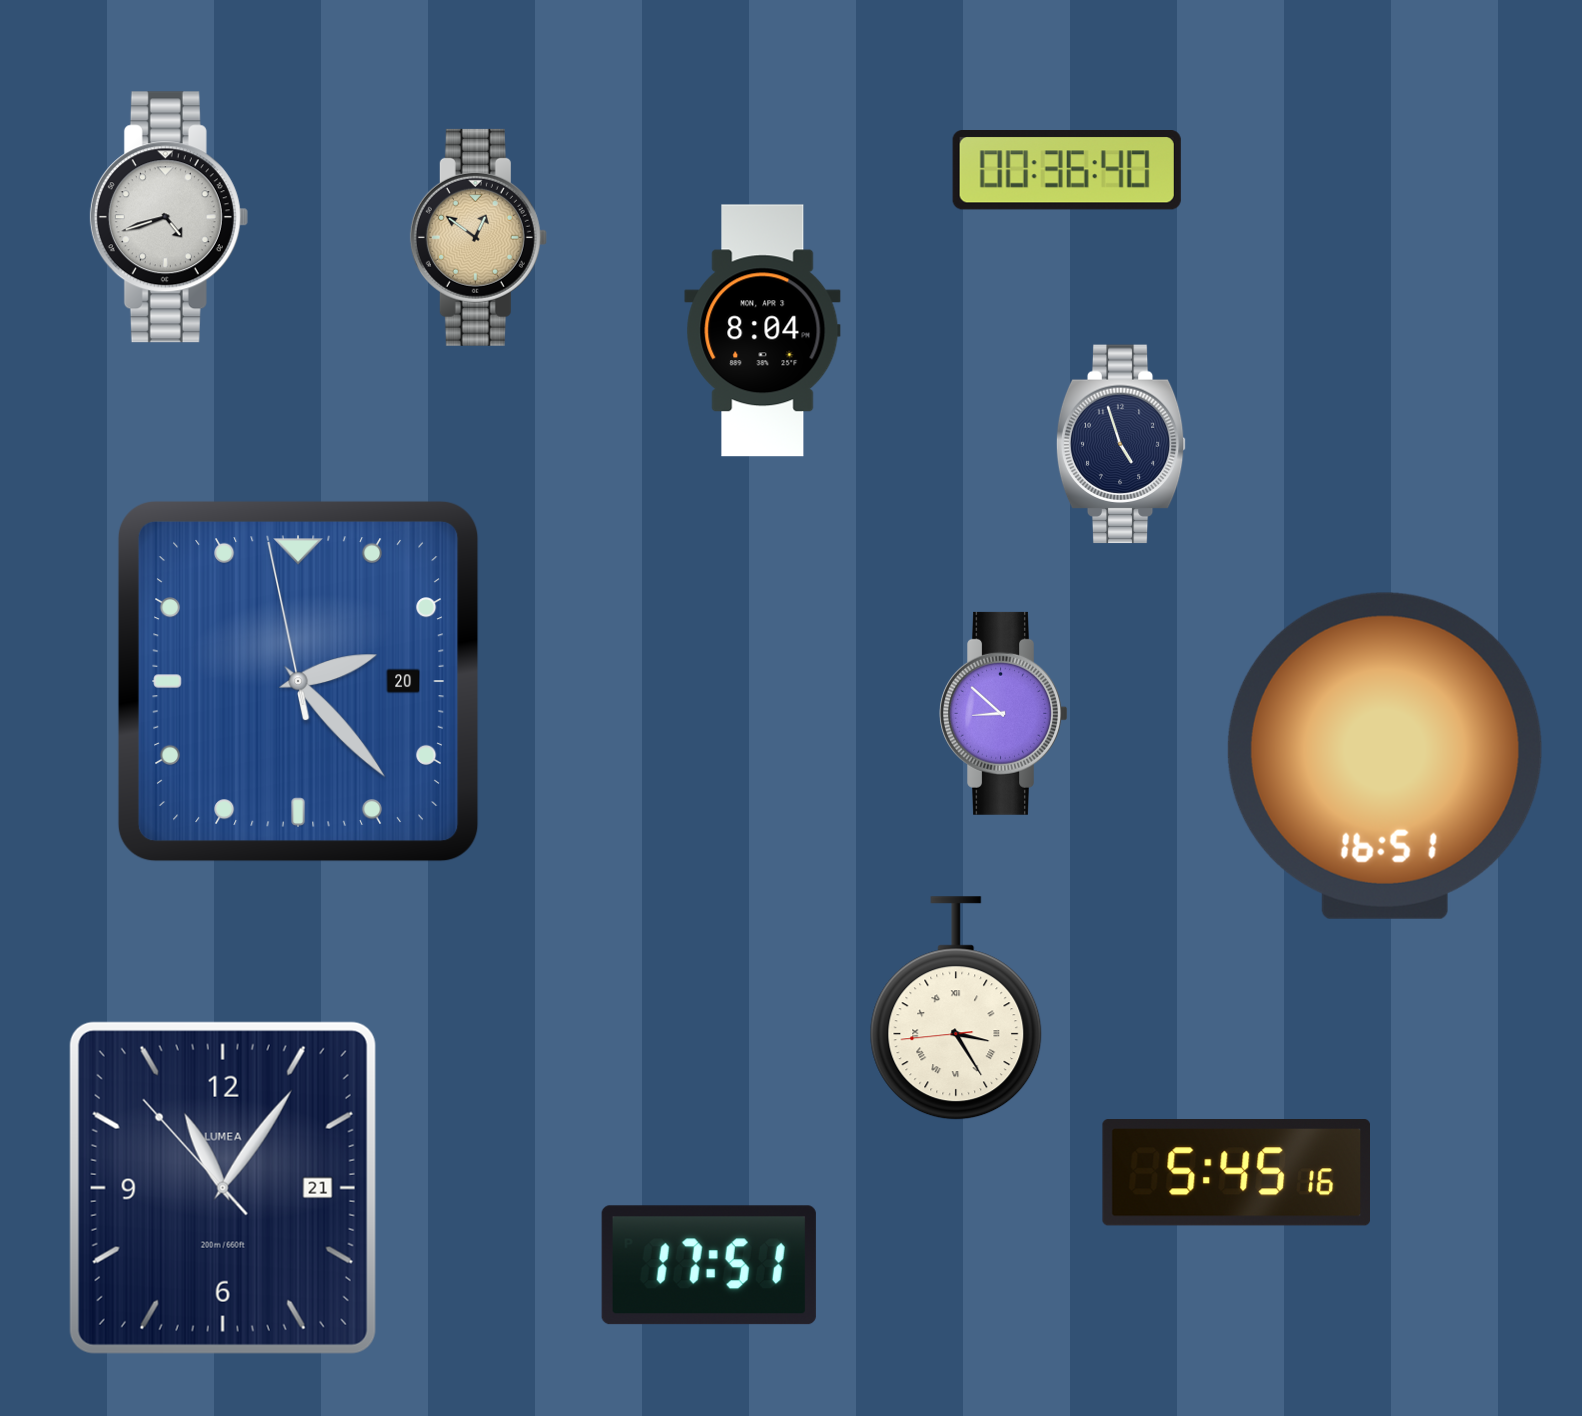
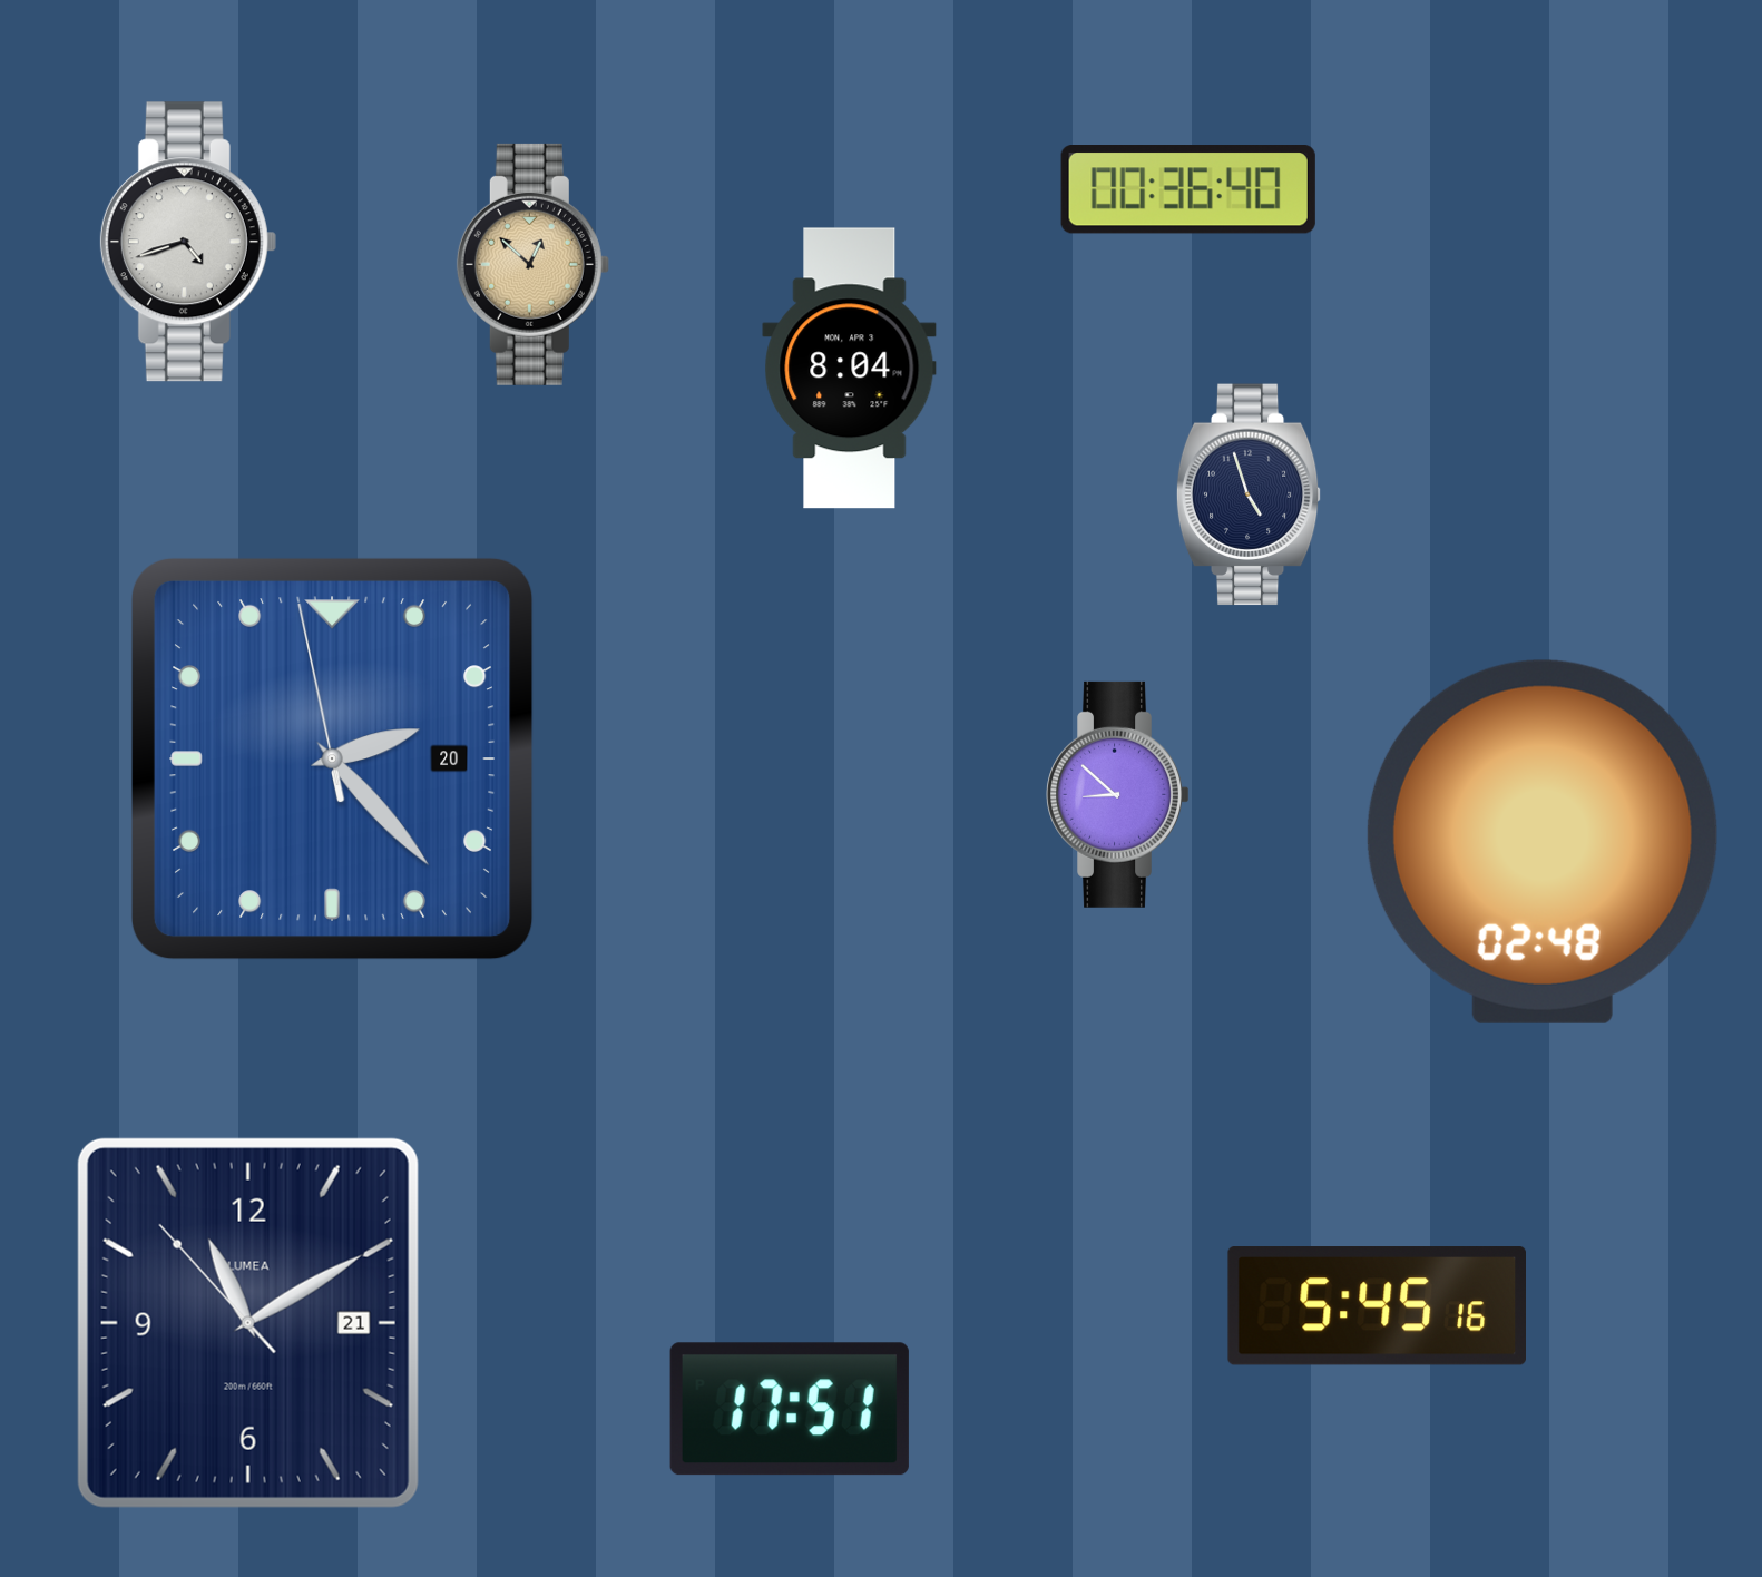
clock at (478, 237): 12:51 -> 12:52
clock at (1385, 756): 16:51 -> 02:48
clock at (956, 1009): 3:24 -> none
clock at (223, 1188): 11:05 -> 11:09
